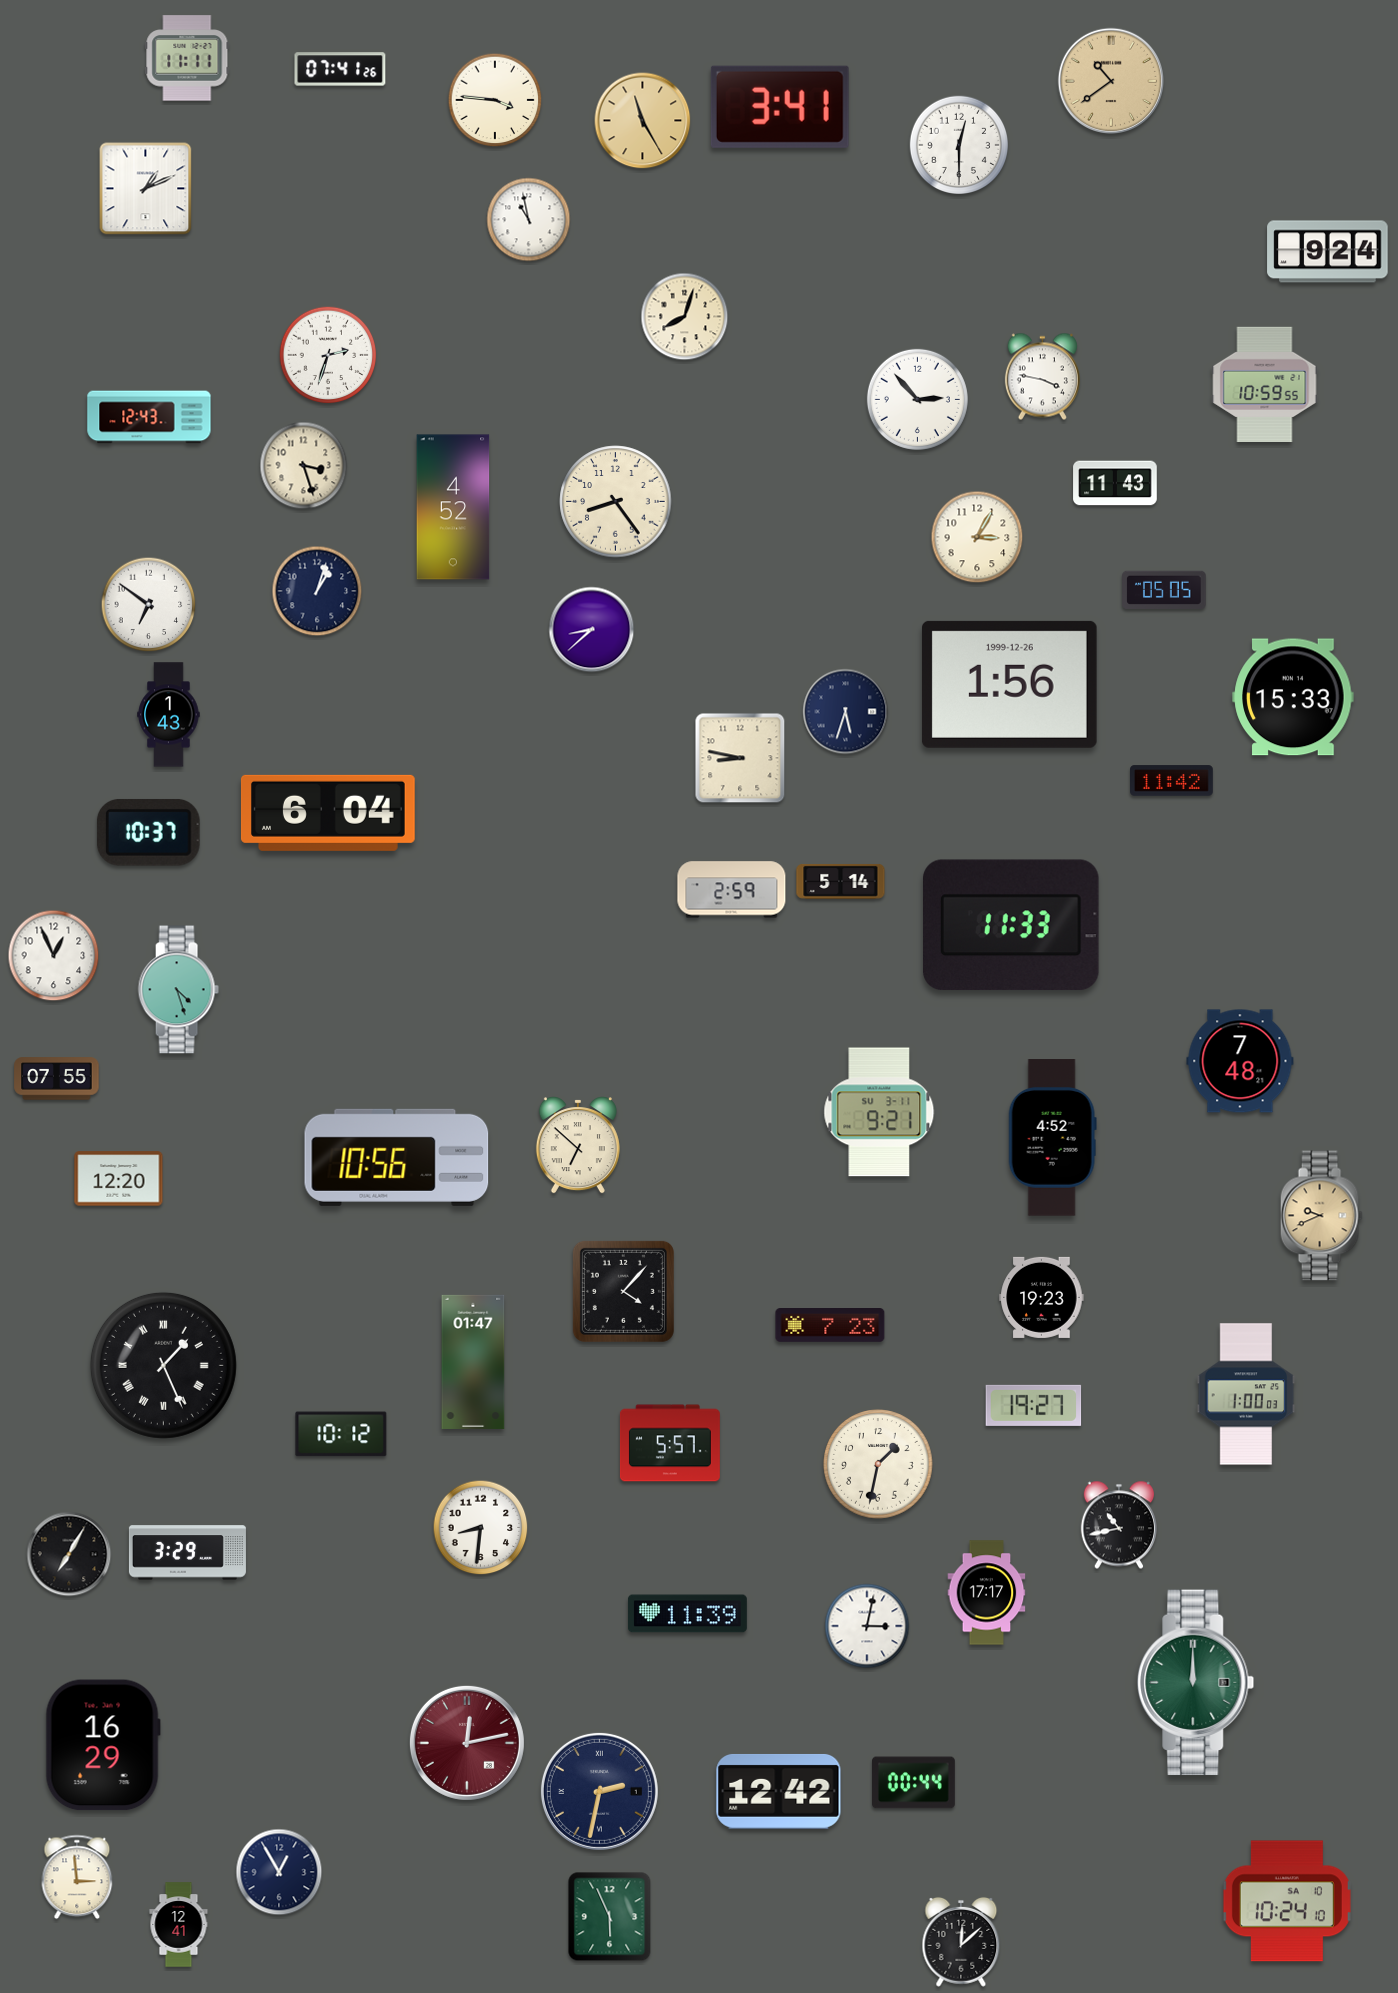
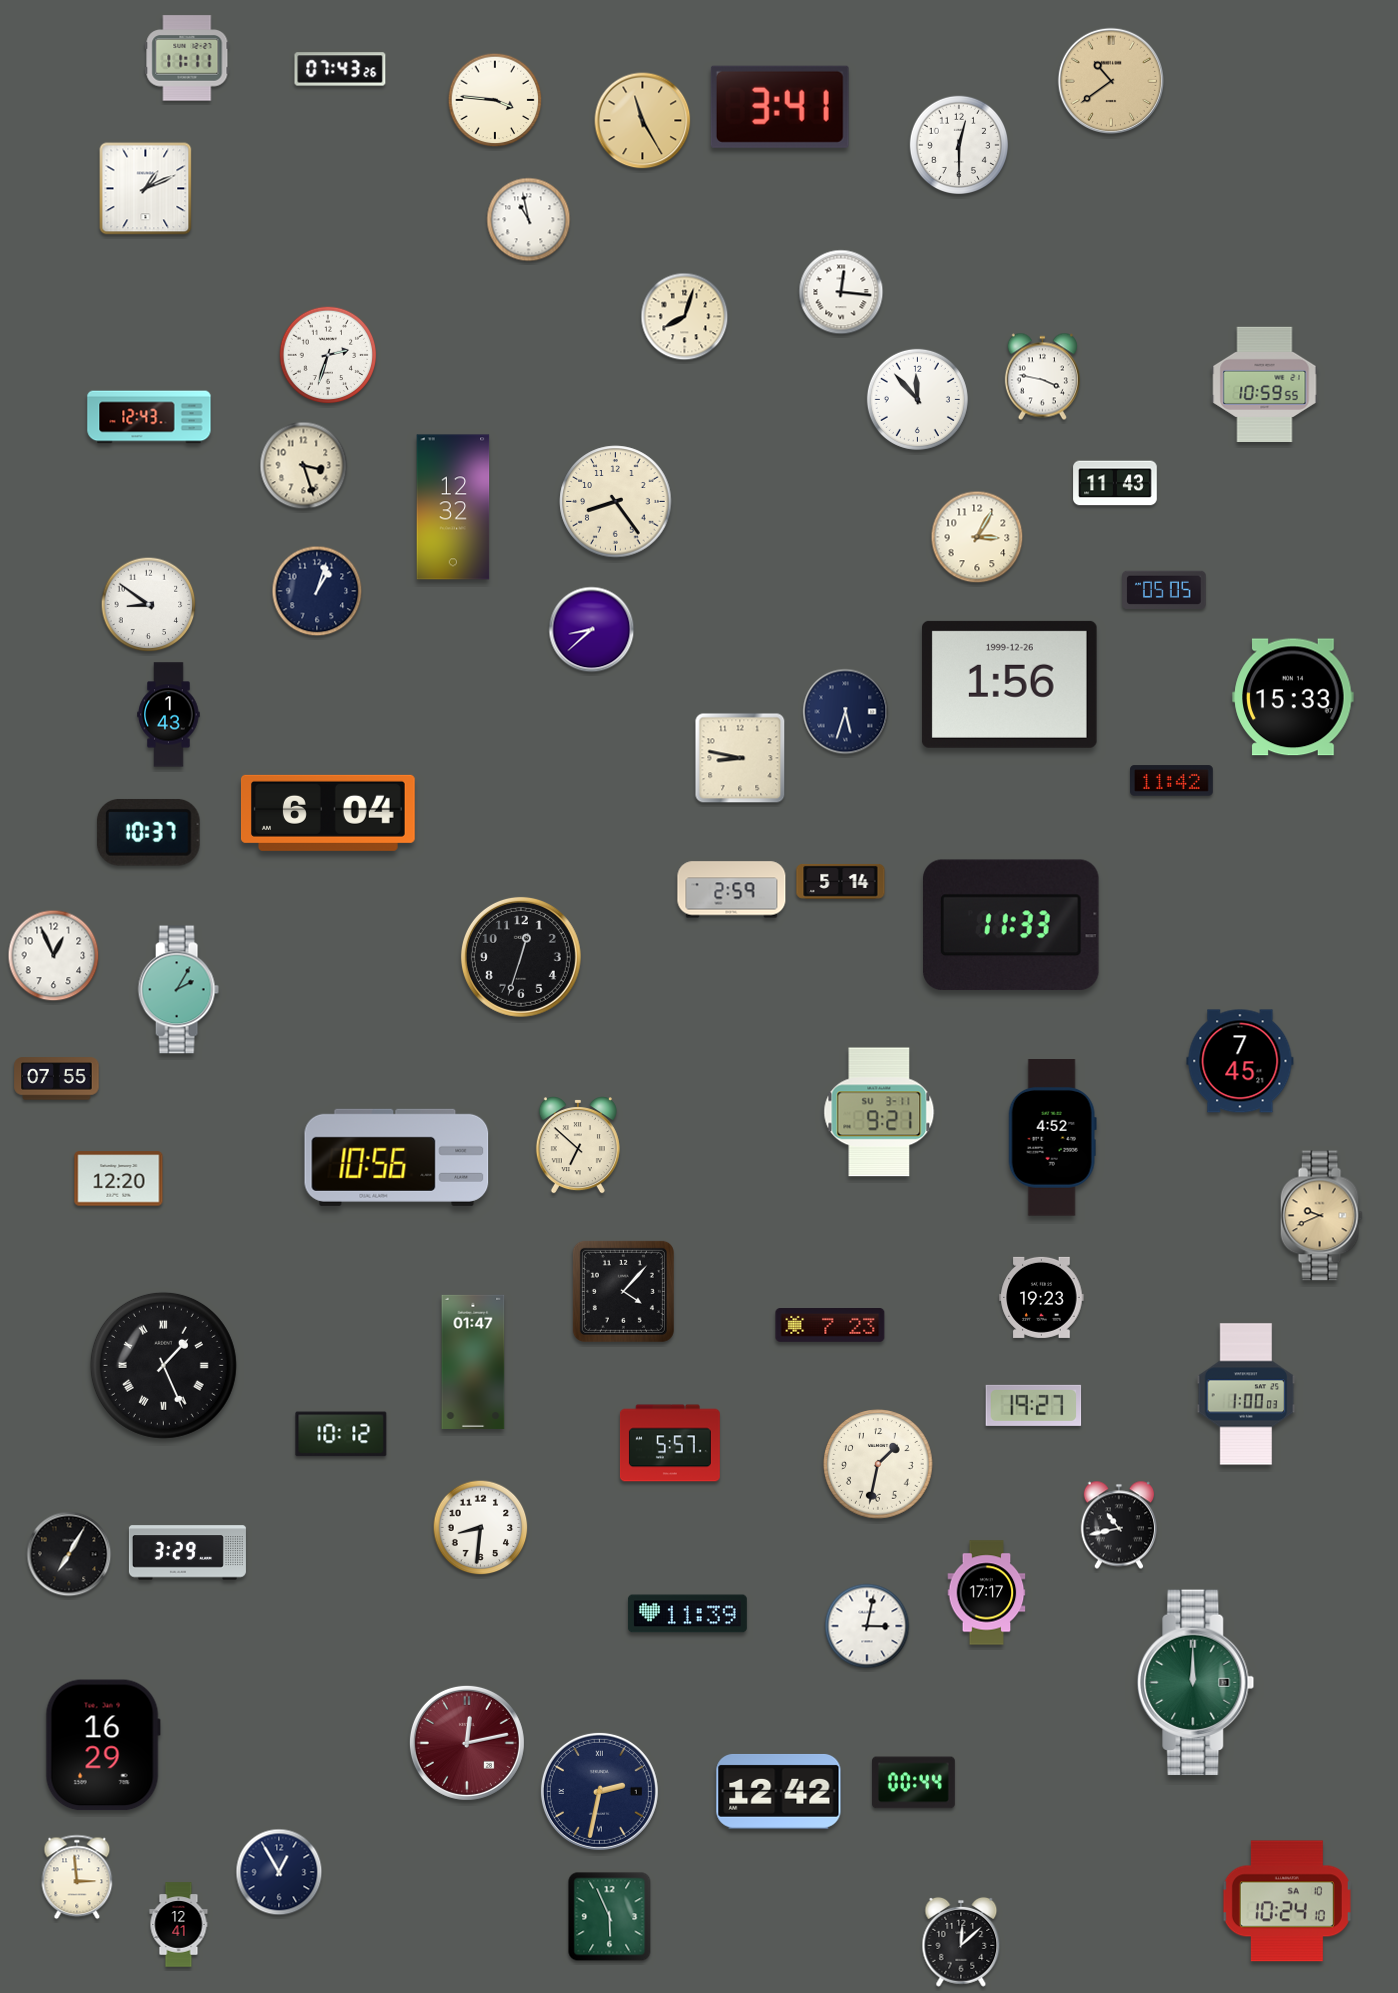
clock at (340, 69): 07:41 -> 07:43
clock at (1328, 252): 9:24 -> none
clock at (841, 292): none -> 12:16
clock at (917, 399): 2:53 -> 11:53
clock at (453, 507): 4:52 -> 12:32
clock at (149, 605): 6:51 -> 8:51
clock at (521, 957): none -> 12:33
clock at (178, 990): 4:27 -> 2:05
clock at (1240, 1061): 7:48 -> 7:45
